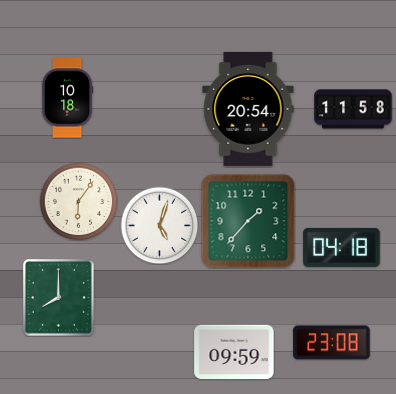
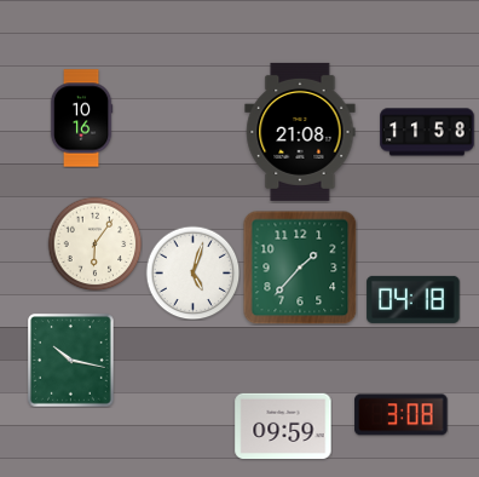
clock at (67, 98): 10:18 -> 10:16
clock at (248, 109): 20:54 -> 21:08
clock at (59, 298): 8:00 -> 10:17
clock at (332, 343): 23:08 -> 3:08
